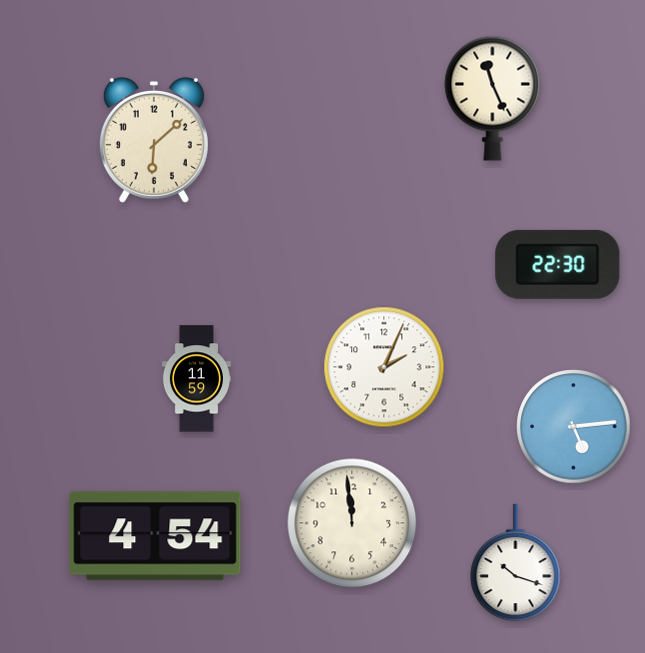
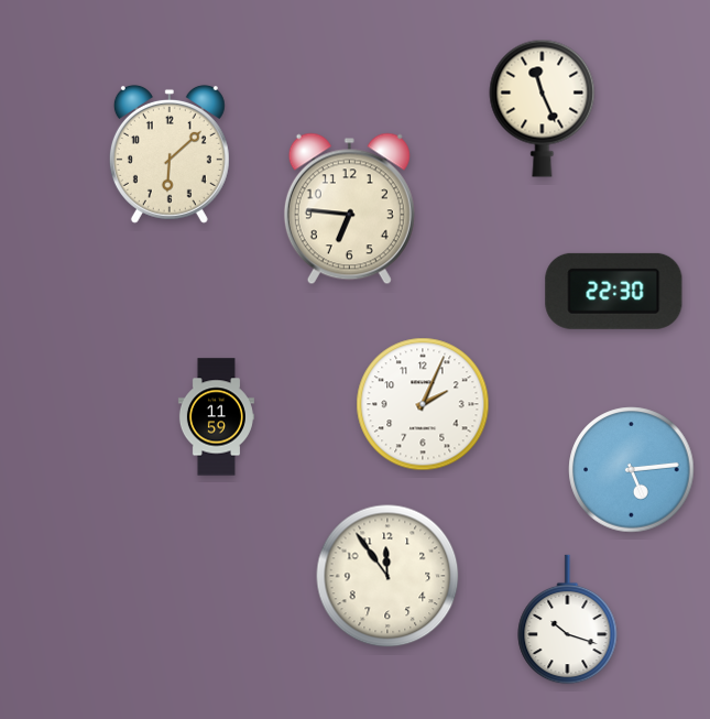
clock at (349, 209): none -> 6:46
clock at (352, 523): 11:59 -> 11:54
clock at (155, 536): 4:54 -> none
